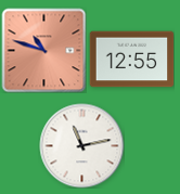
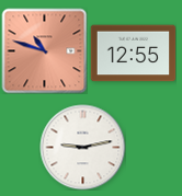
clock at (131, 60) position: (131, 60) -> (133, 54)
clock at (81, 145): 11:13 -> 9:13
